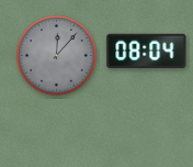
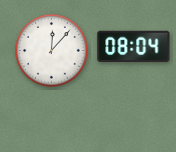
clock at (57, 56) dial: grey -> white
